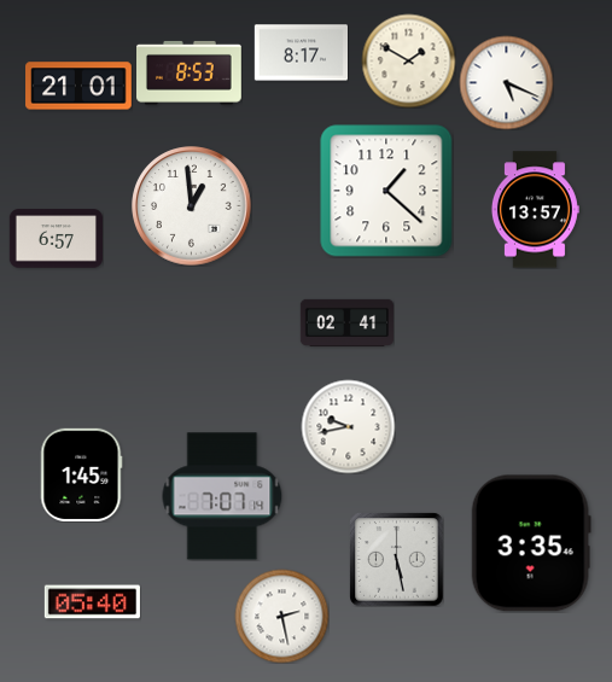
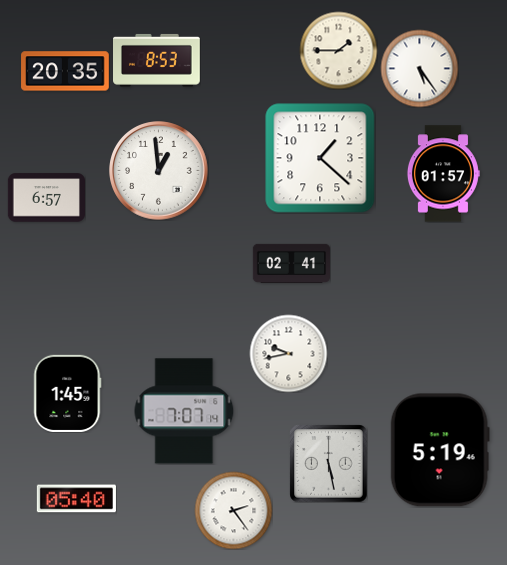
clock at (301, 53): 8:17 -> none
clock at (408, 60): 1:50 -> 1:45
clock at (506, 82): 5:19 -> 5:24
clock at (78, 86): 21:01 -> 20:35
clock at (535, 210): 13:57 -> 01:57
clock at (346, 322) position: (346, 322) -> (291, 263)
clock at (531, 543): 3:35 -> 5:19
clock at (281, 616): 2:28 -> 2:24
